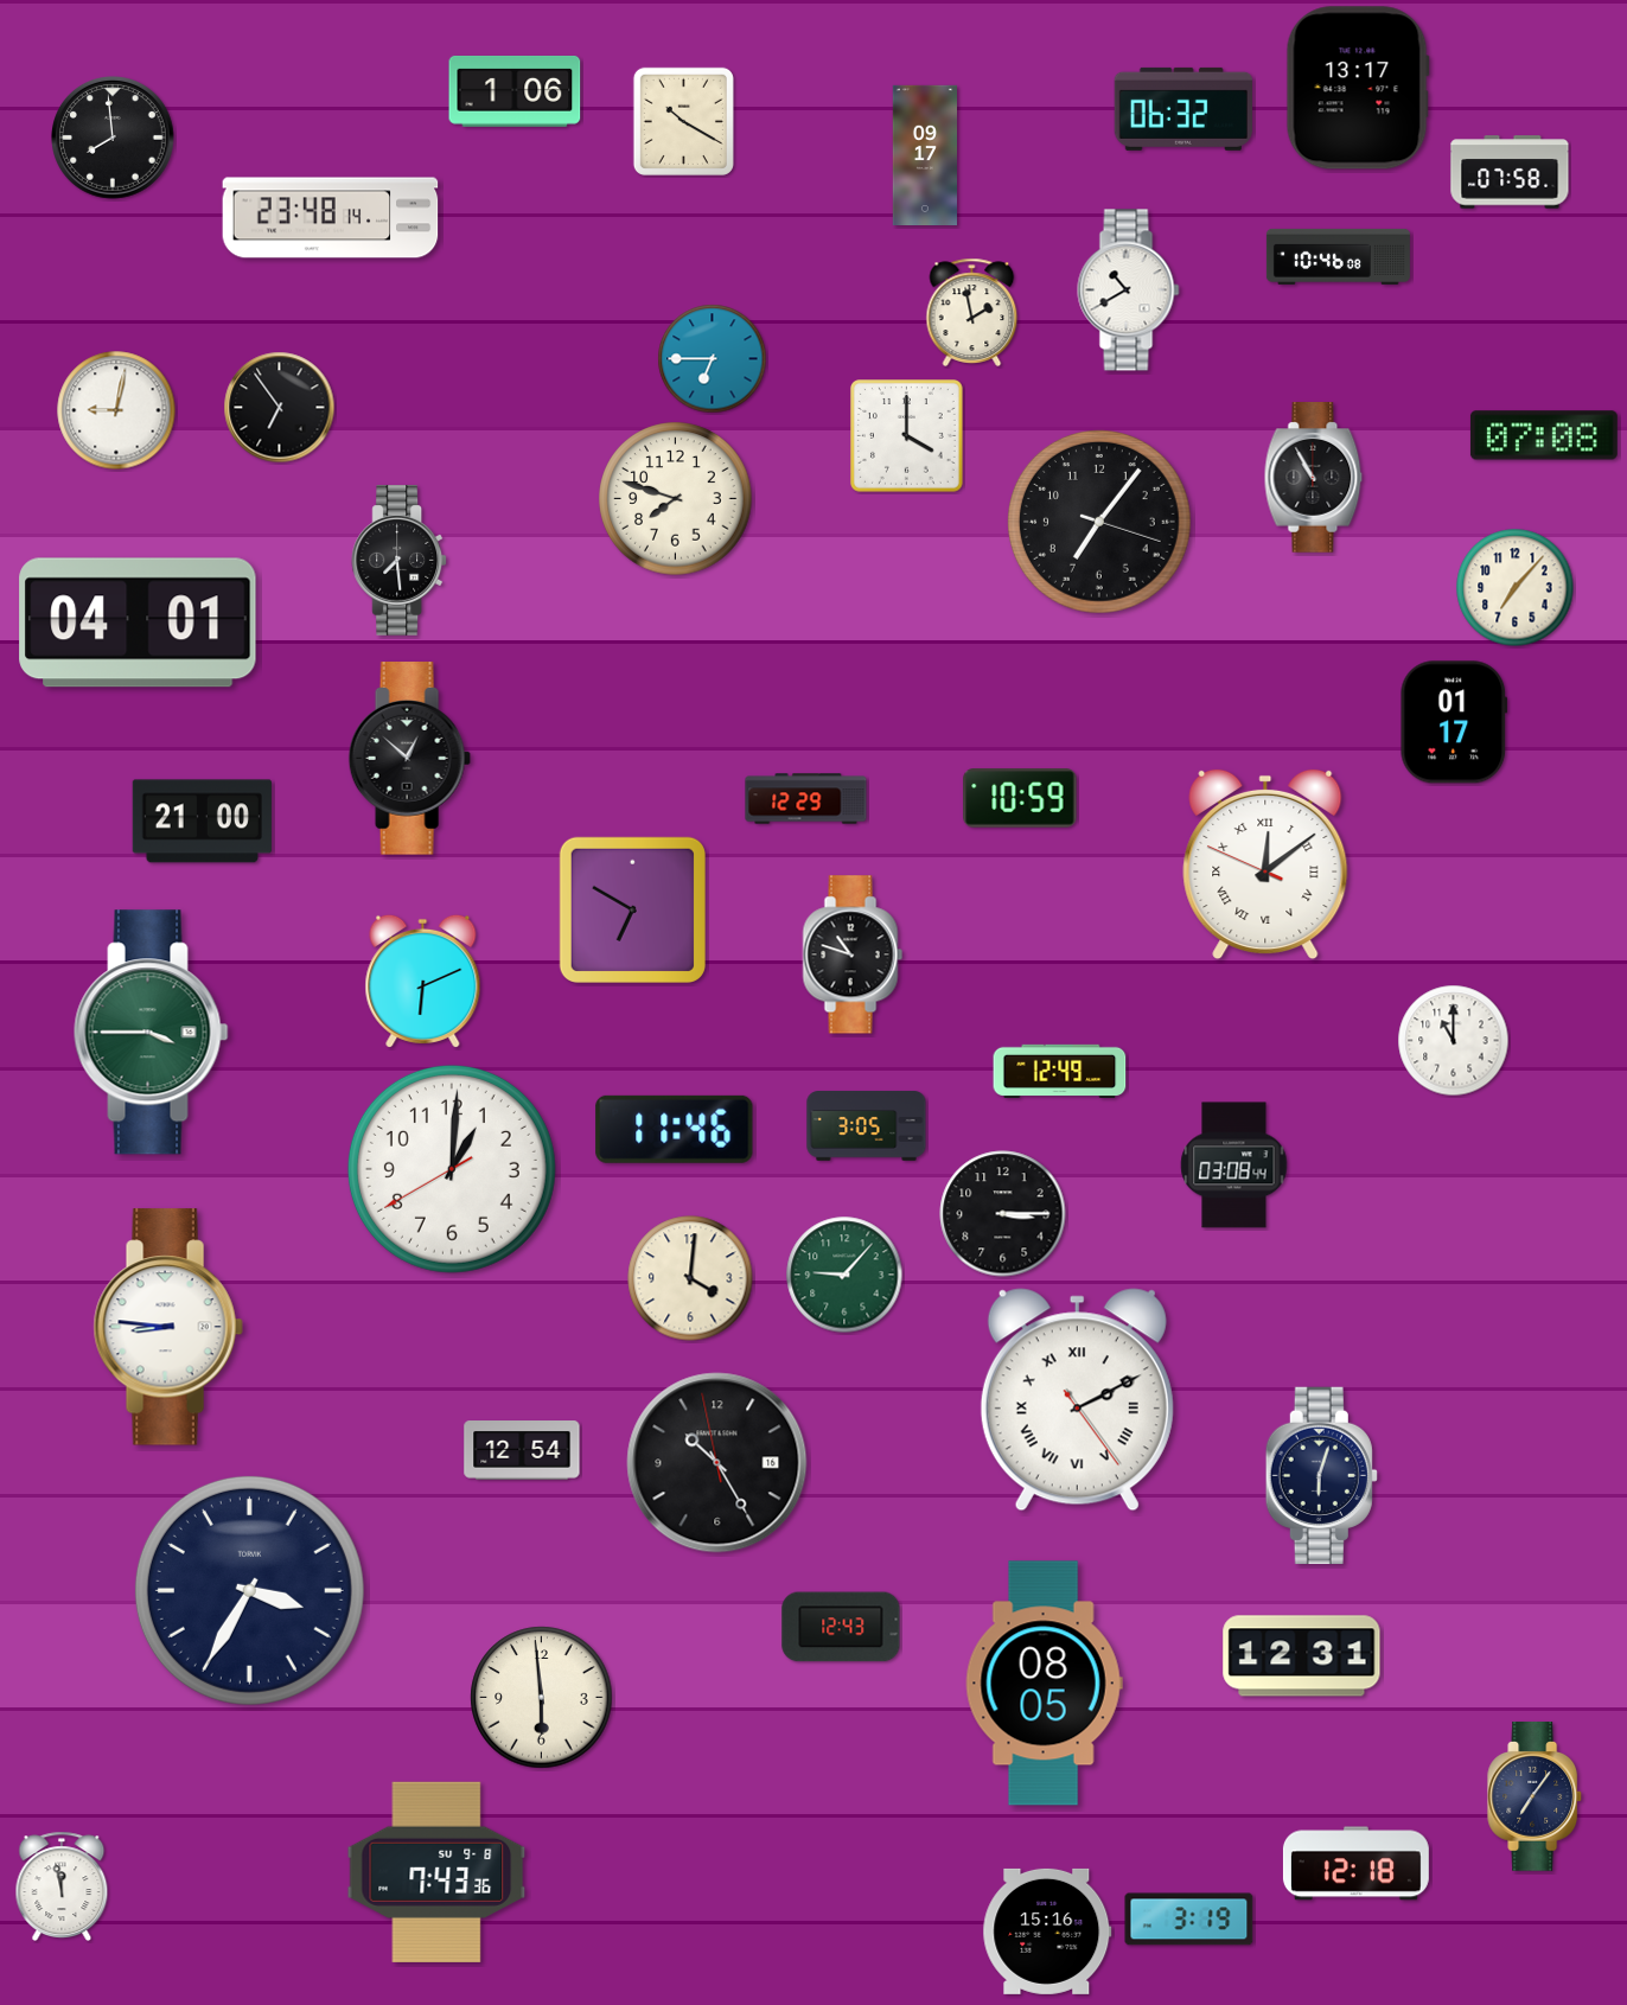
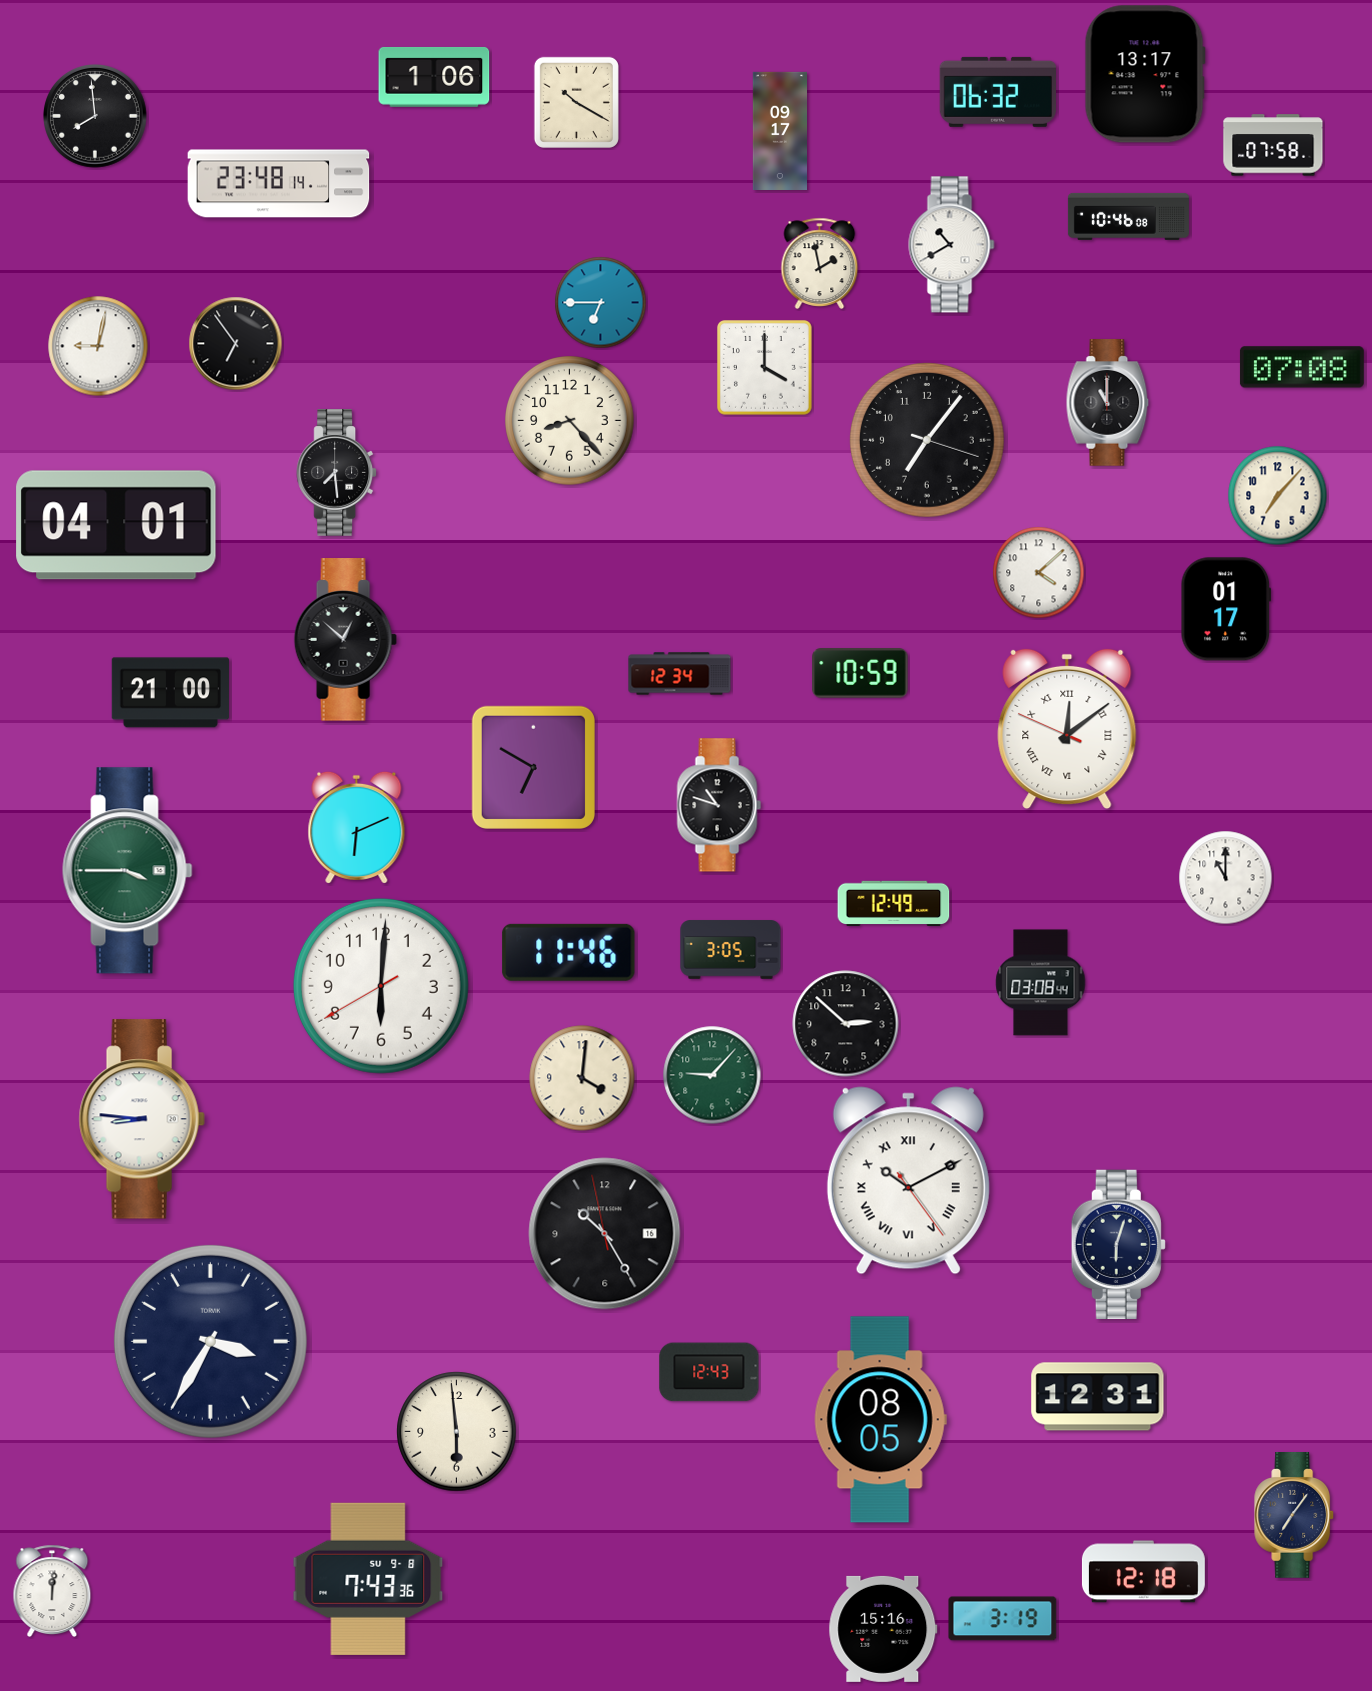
clock at (1314, 478): 10:55 -> 11:00
clock at (676, 499): 7:48 -> 8:23
clock at (1039, 573): none -> 4:08
clock at (806, 799): 12:29 -> 12:34
clock at (452, 1169): 1:00 -> 6:00
clock at (1003, 1214): 3:15 -> 2:52
clock at (1077, 1400): 2:10 -> 10:10
clock at (522, 1450): 12:54 -> none
clock at (1321, 1476) position: (1321, 1476) -> (1118, 1245)
clock at (62, 1885): 11:58 -> 12:01
